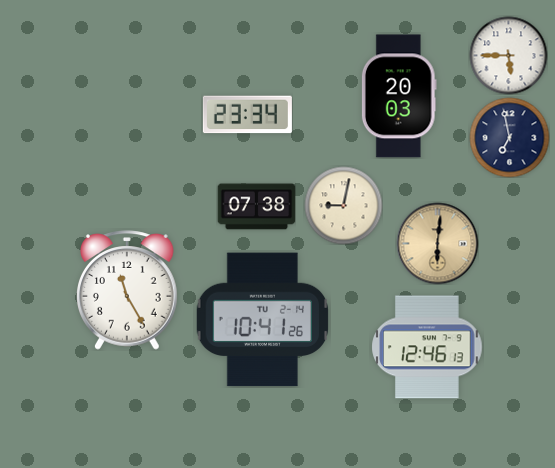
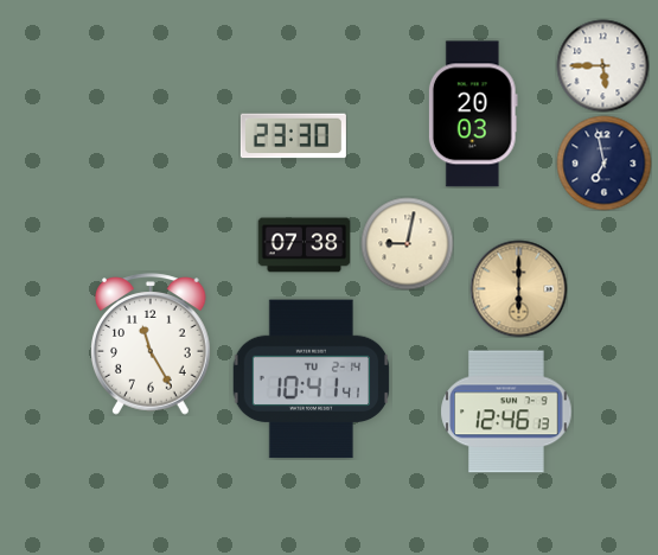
clock at (247, 115): 23:34 -> 23:30
clock at (437, 243): 6:01 -> 6:00
clock at (263, 320): 10:41:26 -> 10:41:41
